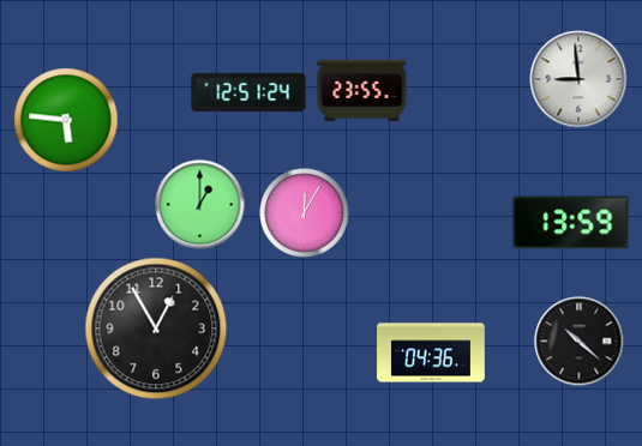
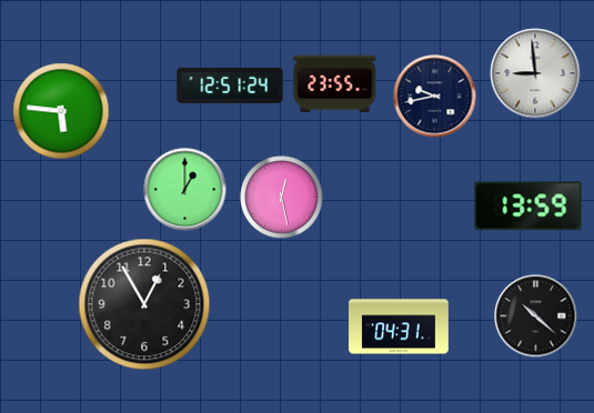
clock at (435, 97): none -> 9:43
clock at (305, 213): 12:05 -> 12:28
clock at (431, 352): 04:36 -> 04:31
